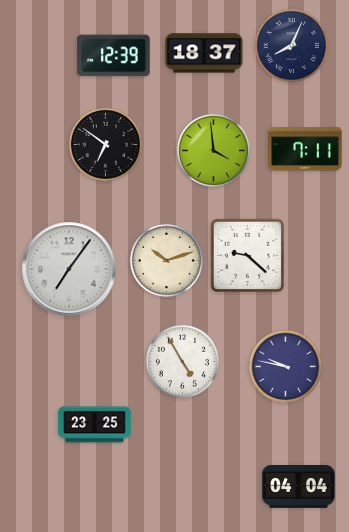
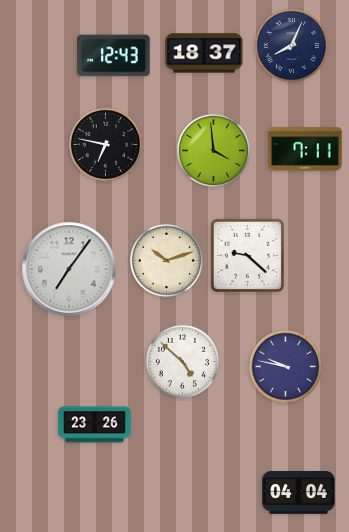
clock at (114, 56): 12:39 -> 12:43
clock at (105, 144): 6:51 -> 6:47
clock at (182, 361): 4:55 -> 4:52
clock at (95, 425): 23:25 -> 23:26
clock at (299, 487) position: (299, 487) -> (299, 493)
